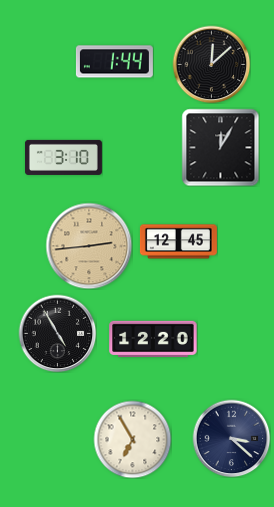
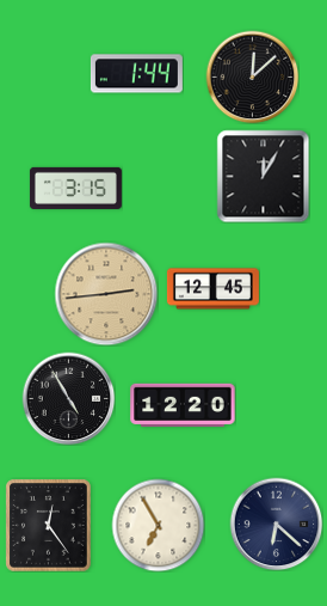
clock at (63, 157): 3:10 -> 3:15
clock at (231, 438): 3:22 -> 6:22
clock at (49, 525): none -> 12:24
